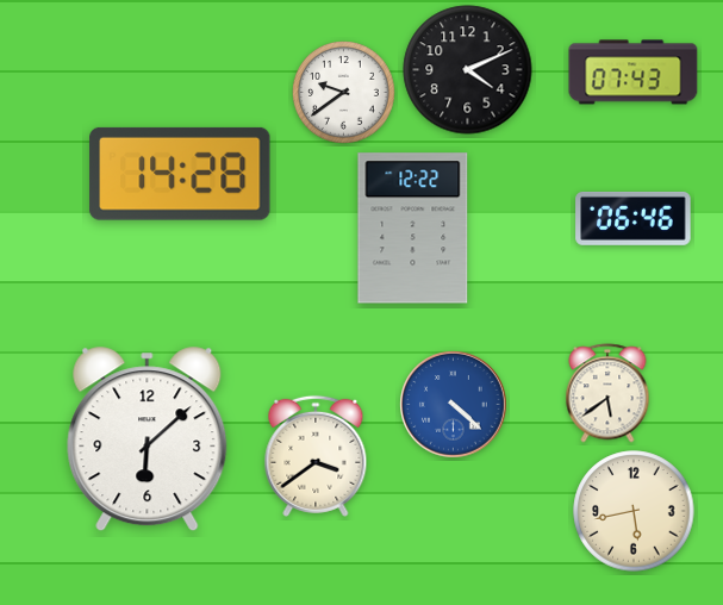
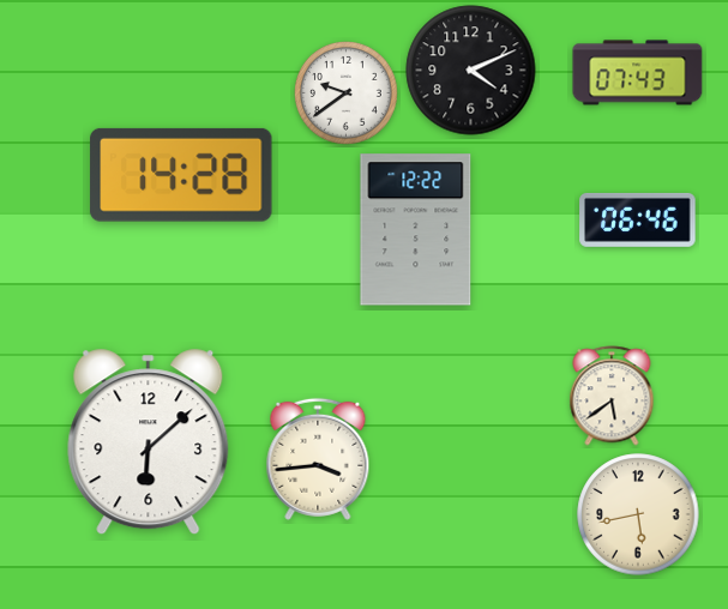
clock at (454, 405): 4:22 -> none
clock at (316, 456): 3:39 -> 3:44
